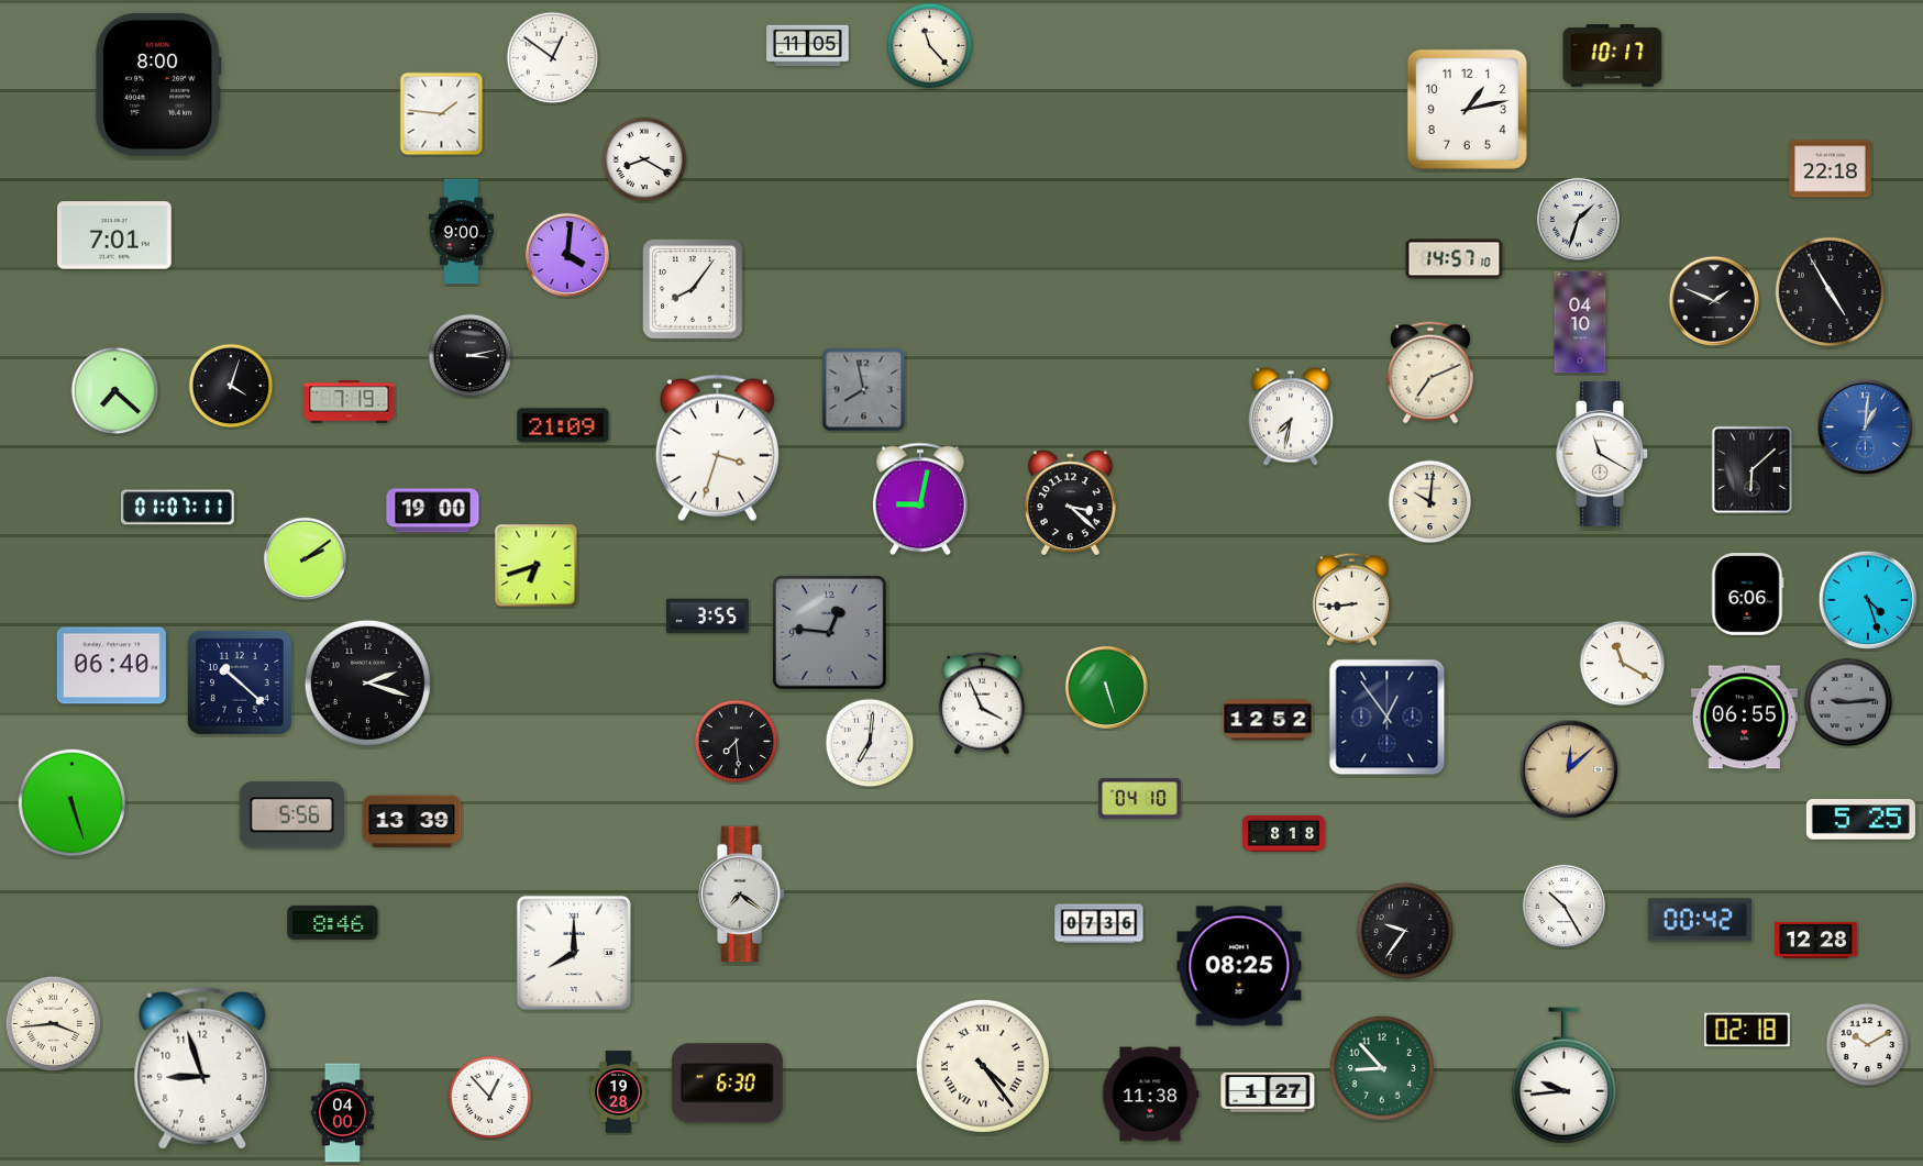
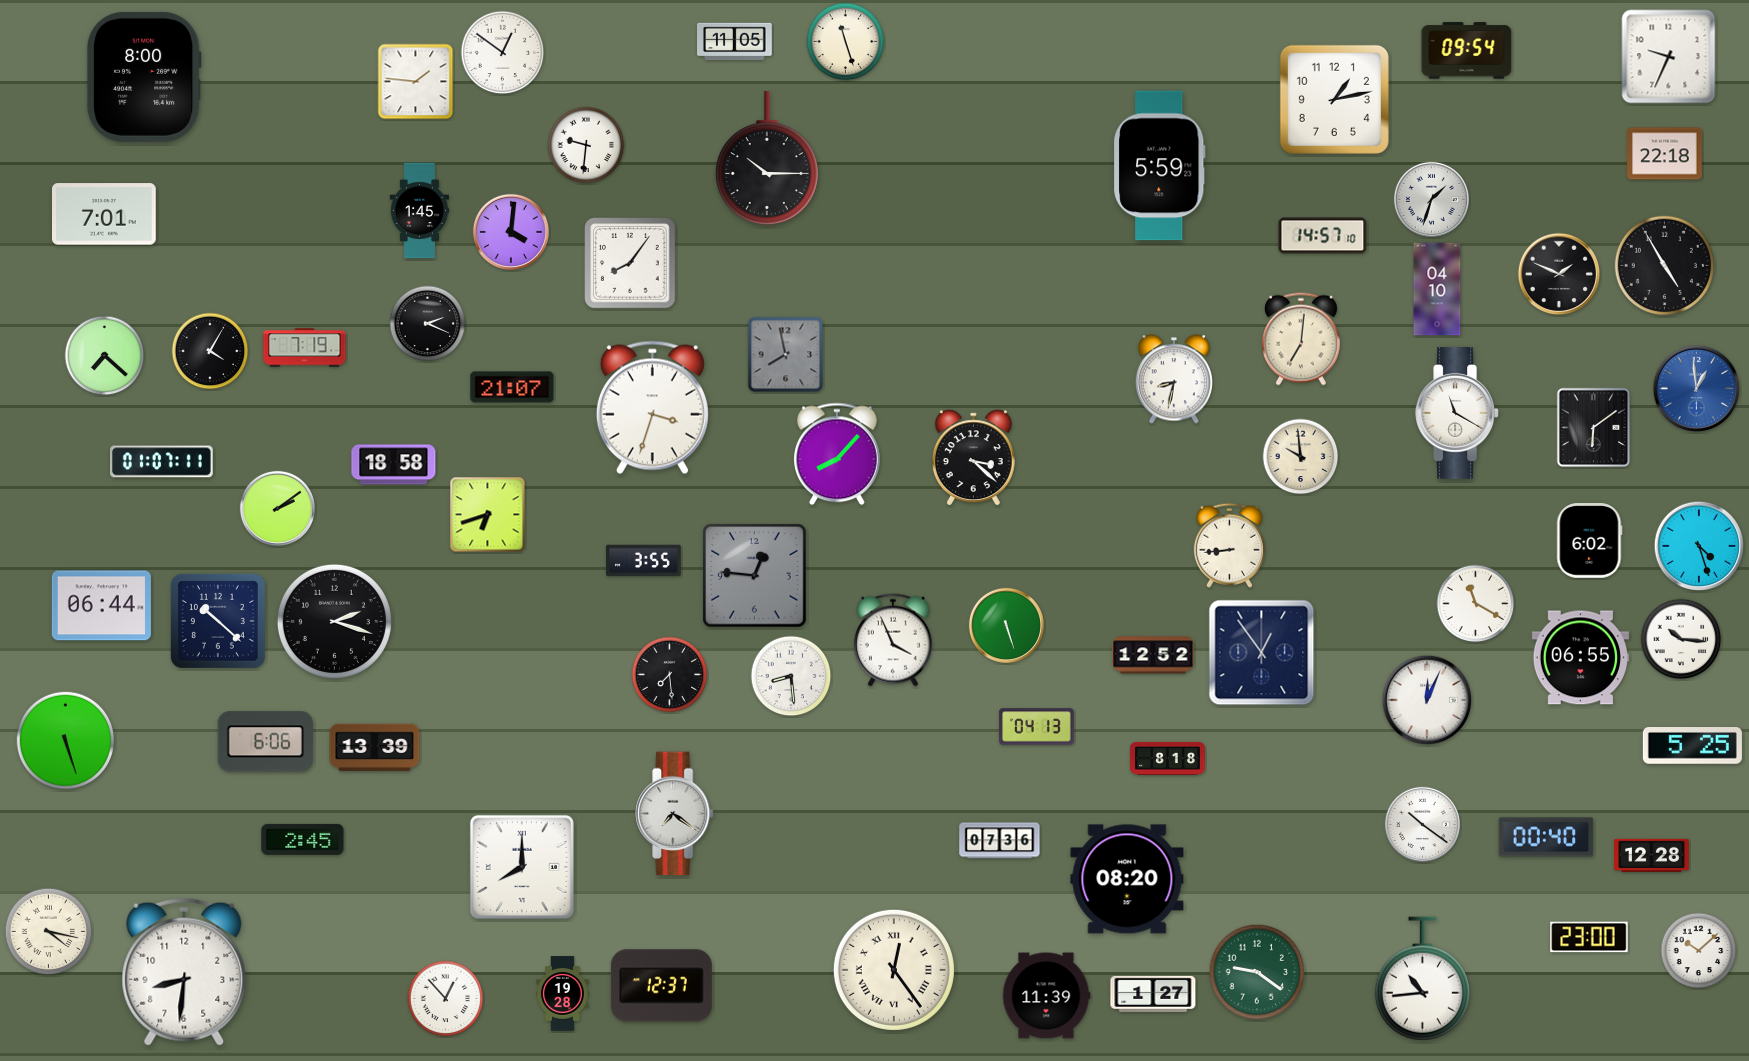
clock at (930, 46): 11:23 -> 11:27
clock at (1613, 56): 10:17 -> 09:54
clock at (1669, 57): none -> 9:34
clock at (442, 114) position: (442, 114) -> (416, 82)
clock at (644, 159): 8:20 -> 9:31
clock at (767, 158): none -> 10:15
clock at (1160, 166): none -> 5:59
clock at (1578, 219) position: (1578, 219) -> (1431, 199)
clock at (461, 232): 9:00 -> 1:45
clock at (567, 255) position: (567, 255) -> (511, 232)
clock at (1580, 322) position: (1580, 322) -> (1437, 289)
clock at (471, 356): 3:13 -> 2:19
clock at (1430, 373): 7:11 -> 7:01
clock at (231, 386): 4:03 -> 4:05
clock at (350, 402) position: (350, 402) -> (305, 348)
clock at (1291, 417): 7:32 -> 8:32
clock at (563, 425): 21:09 -> 21:07
clock at (1866, 427): 1:01 -> 12:59
clock at (1753, 470): 6:08 -> 6:09
clock at (920, 499): 9:02 -> 8:07
clock at (1430, 502): 10:01 -> 9:59
clock at (433, 511): 19:00 -> 18:58
clock at (1748, 595): 6:06 -> 6:02
clock at (111, 666): 06:40 -> 06:44
clock at (1848, 702): 9:14 -> 10:16
clock at (1848, 702) dial: grey -> white
clock at (1744, 718) position: (1744, 718) -> (1580, 658)
clock at (870, 743): 7:01 -> 8:29
clock at (1569, 769): 12:08 -> 12:04
clock at (1569, 769) dial: champagne -> white
clock at (1140, 799): 04:10 -> 04:13
clock at (71, 802) position: (71, 802) -> (65, 740)
clock at (292, 815): 5:56 -> 6:06
clock at (1563, 906): 10:25 -> 10:21
clock at (1700, 920): 00:42 -> 00:40
clock at (333, 922): 8:46 -> 2:45
clock at (1405, 931): 9:36 -> none
clock at (1239, 966): 08:25 -> 08:20
clock at (54, 1024): 3:44 -> 4:17
clock at (1747, 1030): 02:18 -> 23:00
clock at (1868, 1045): 10:10 -> 10:08
clock at (983, 1066): 4:24 -> 12:24
clock at (202, 1068): 8:57 -> 8:31
clock at (1382, 1068): 8:53 -> 9:21
clock at (1563, 1076): 9:44 -> 10:44
clock at (727, 1084): 6:30 -> 12:37
clock at (1150, 1095): 11:38 -> 11:39
clock at (342, 1113): 04:00 -> none
